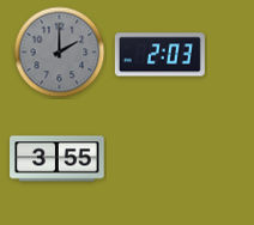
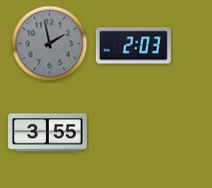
clock at (60, 53): 2:00 -> 1:58
